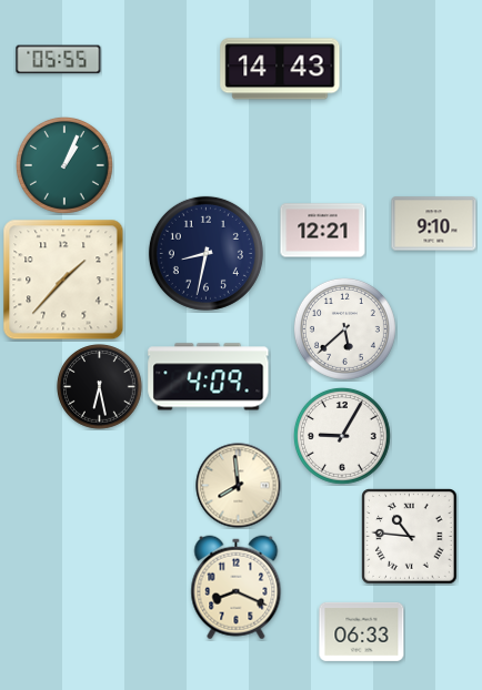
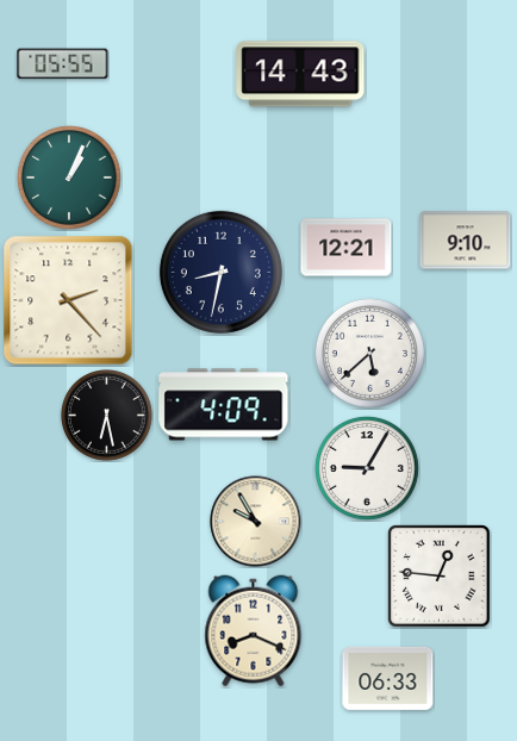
clock at (63, 280): 1:37 -> 2:23
clock at (239, 486): 7:59 -> 9:55
clock at (410, 537): 10:46 -> 12:46
